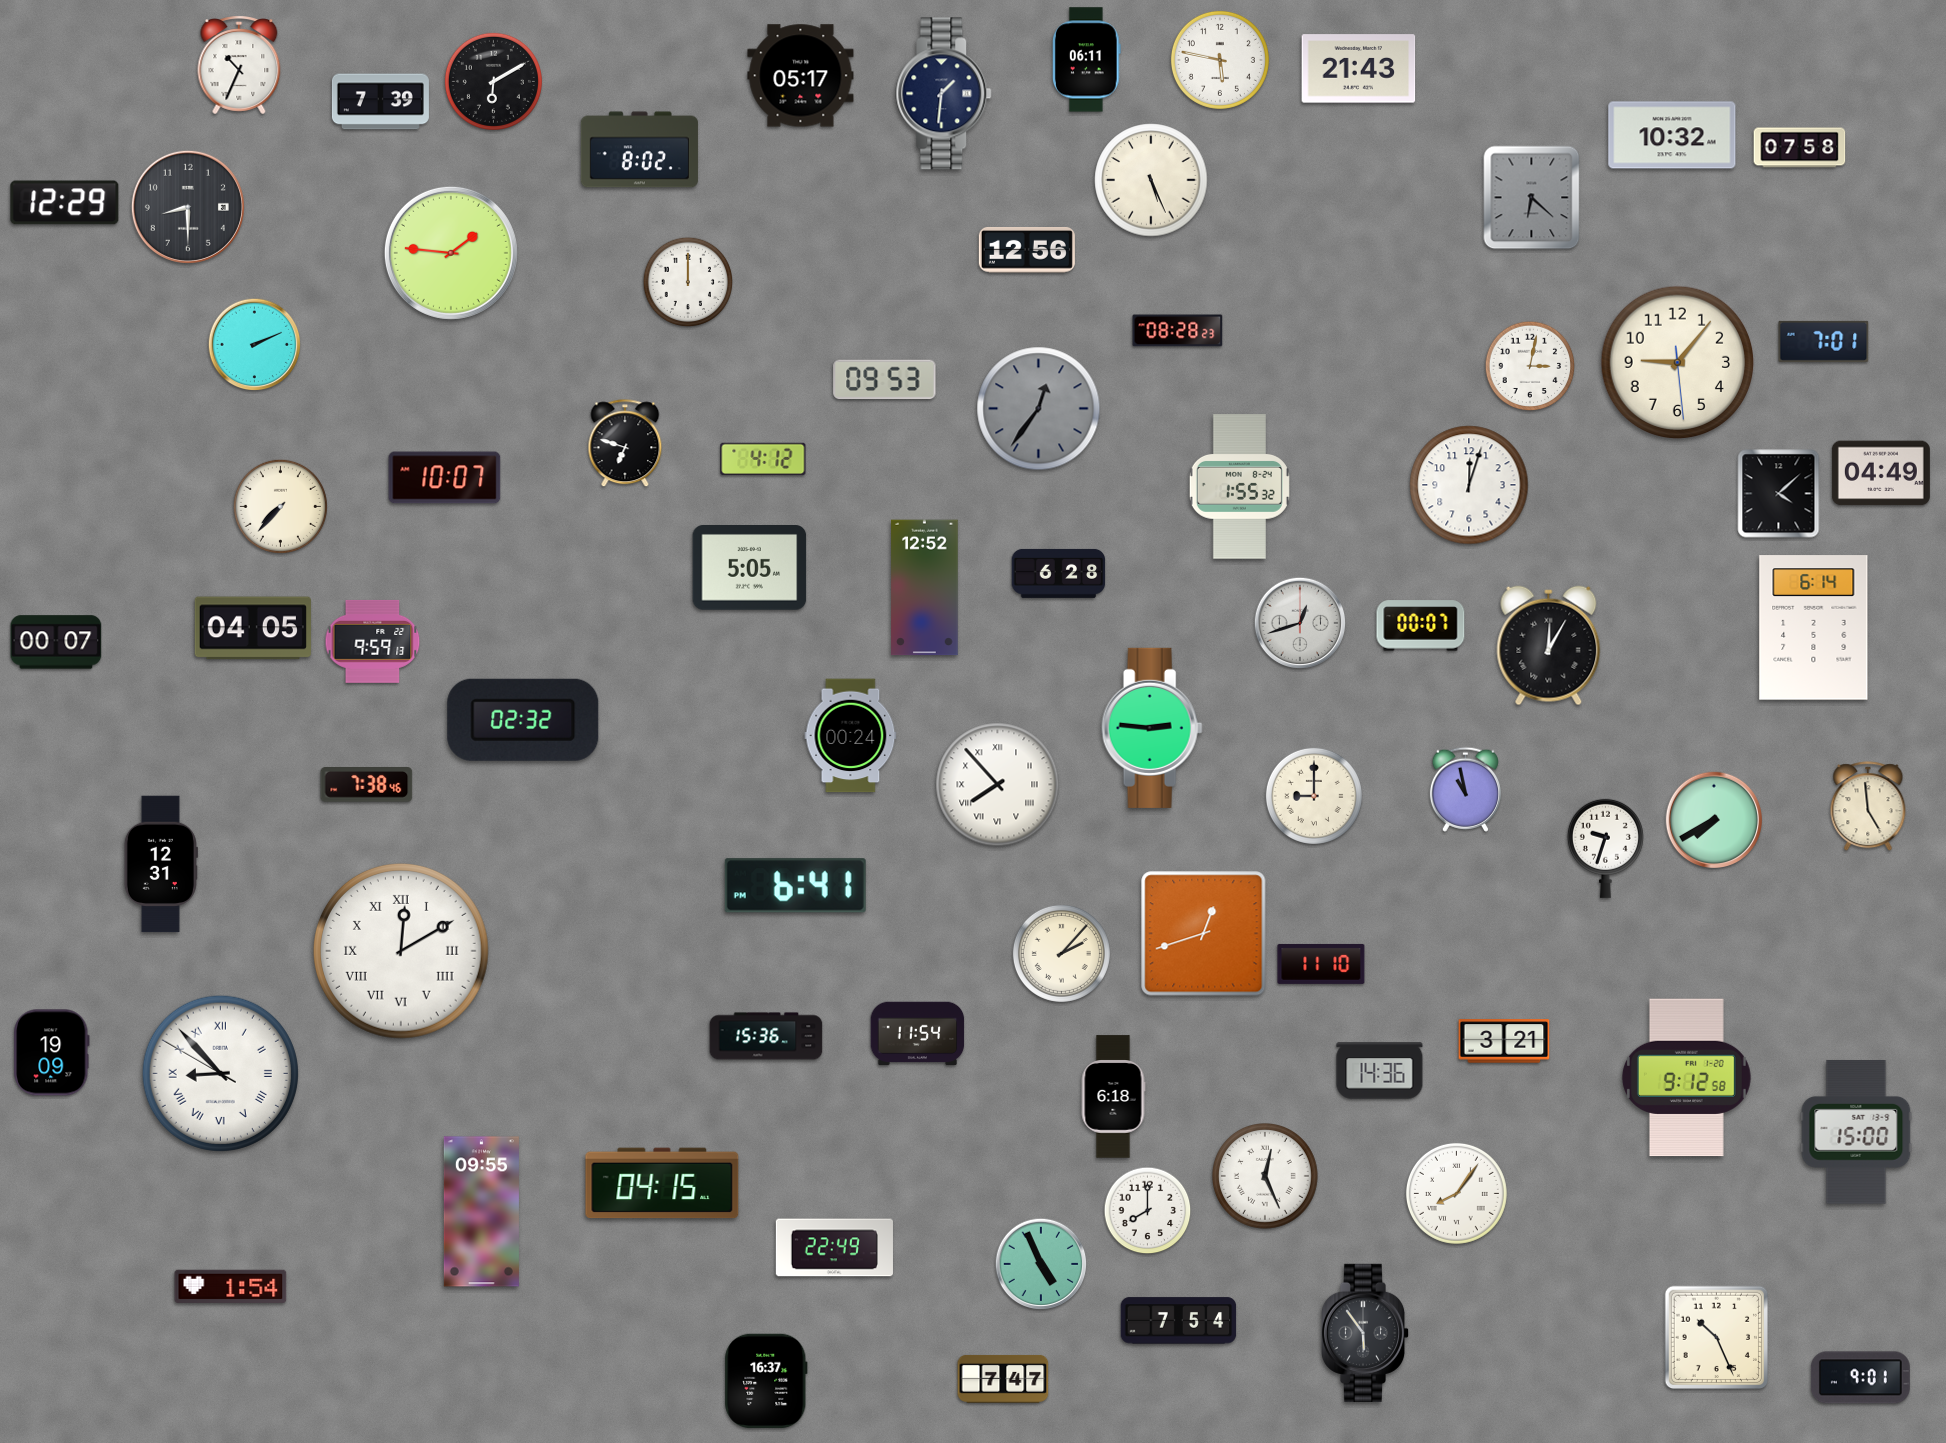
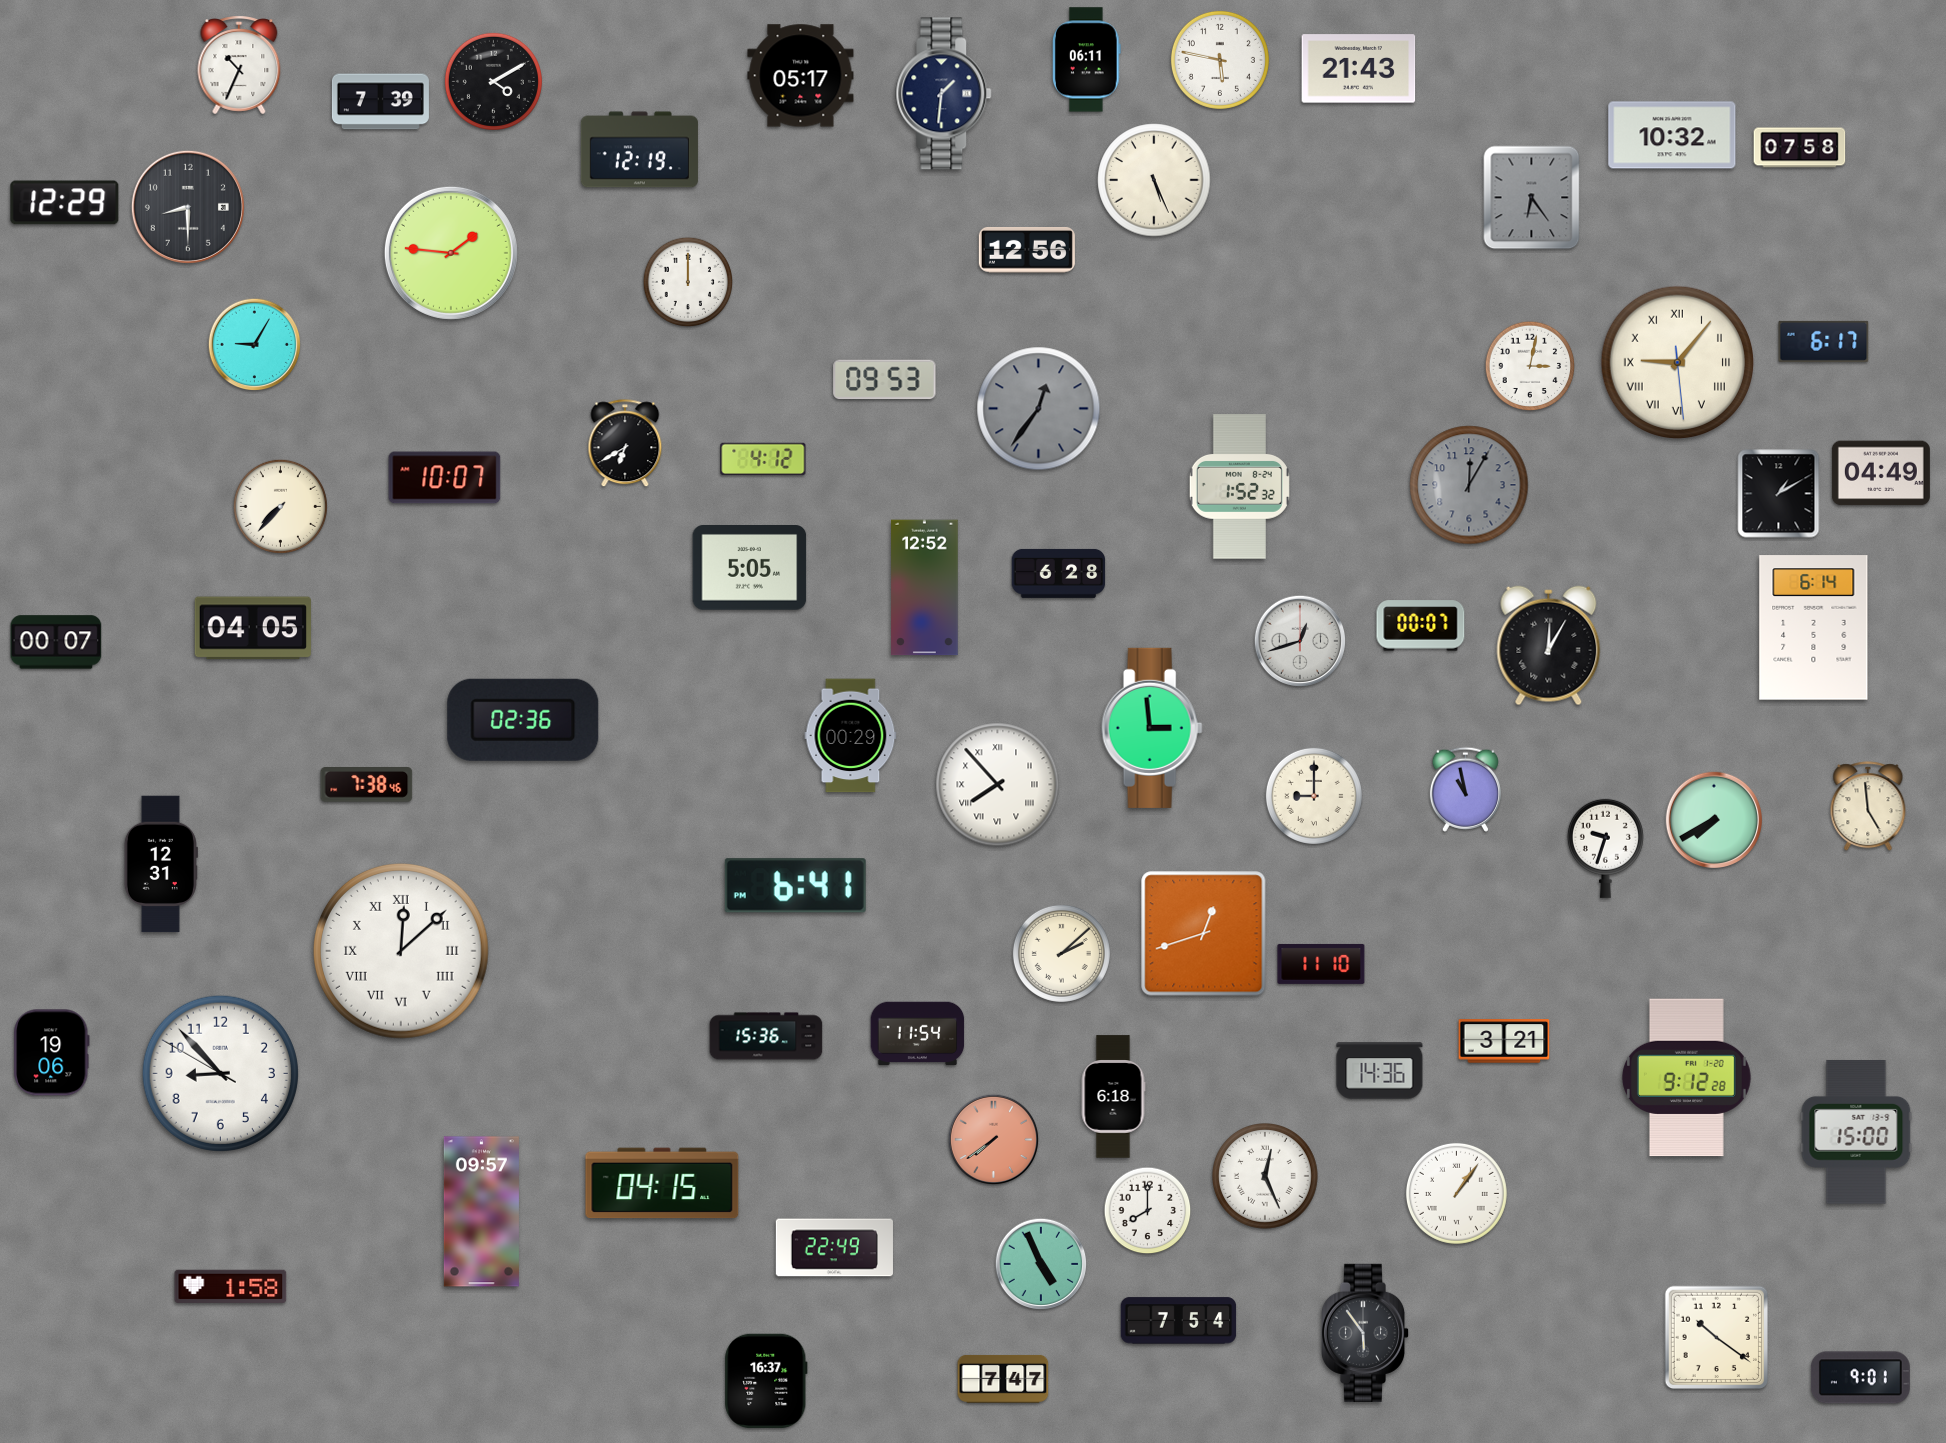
clock at (493, 81): 6:10 -> 4:10
clock at (639, 150): 8:02 -> 12:19
clock at (1151, 180) position: (1151, 180) -> (1154, 180)
clock at (1532, 198): 6:22 -> 6:24
clock at (1178, 331): 08:28 -> none
clock at (1824, 341): 7:01 -> 6:17
clock at (255, 345): 2:11 -> 9:05
clock at (1678, 363) numerals: Arabic -> Roman
clock at (625, 444): 6:48 -> 6:40
clock at (1469, 485): 12:03 -> 12:05
clock at (1469, 485) dial: white -> grey
clock at (1239, 487): 1:55 -> 1:52
clock at (1779, 494): 4:08 -> 1:10
clock at (1300, 623) position: (1300, 623) -> (1300, 641)
clock at (373, 641): 9:59 -> none
clock at (523, 720): 02:32 -> 02:36
clock at (1152, 728): 2:46 -> 2:59
clock at (851, 736): 00:24 -> 00:29
clock at (401, 951): 12:10 -> 12:08
clock at (1061, 953): 2:07 -> 2:08
clock at (52, 1053): 19:09 -> 19:06
clock at (220, 1073) numerals: Roman -> Arabic
clock at (1686, 1078): 9:12:58 -> 9:12:28
clock at (994, 1140): none -> 7:39
clock at (1456, 1193): 8:06 -> 1:06
clock at (481, 1212): 09:55 -> 09:57
clock at (231, 1286): 1:54 -> 1:58
clock at (1716, 1337): 10:26 -> 10:21
